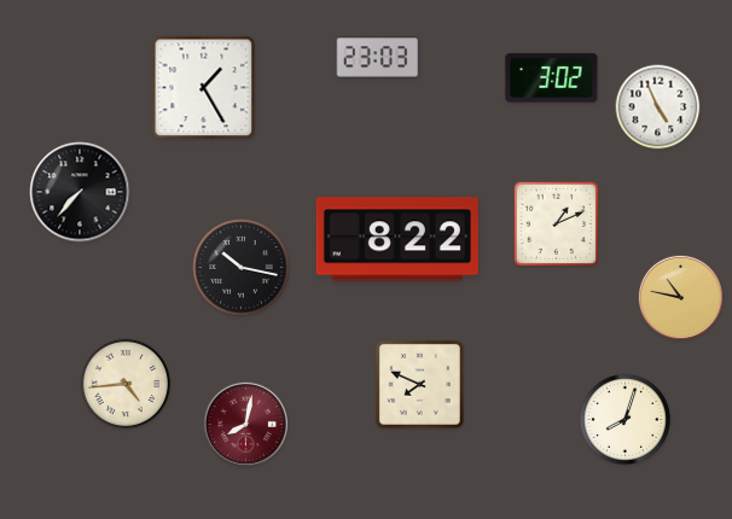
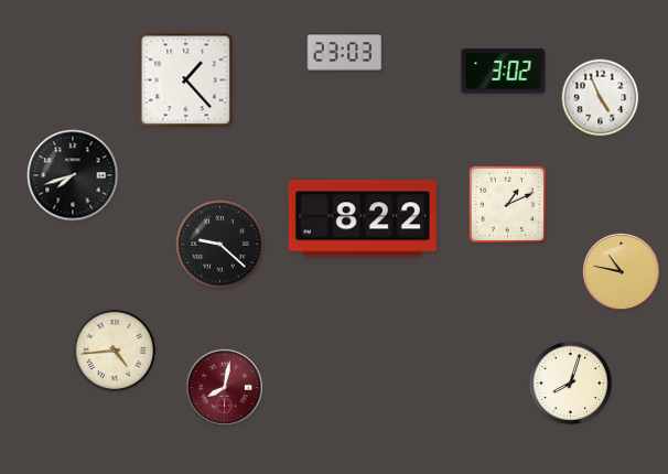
clock at (204, 88): 1:25 -> 1:23
clock at (80, 192): 7:37 -> 7:42
clock at (242, 268): 10:17 -> 9:22
clock at (419, 384): 7:49 -> none
